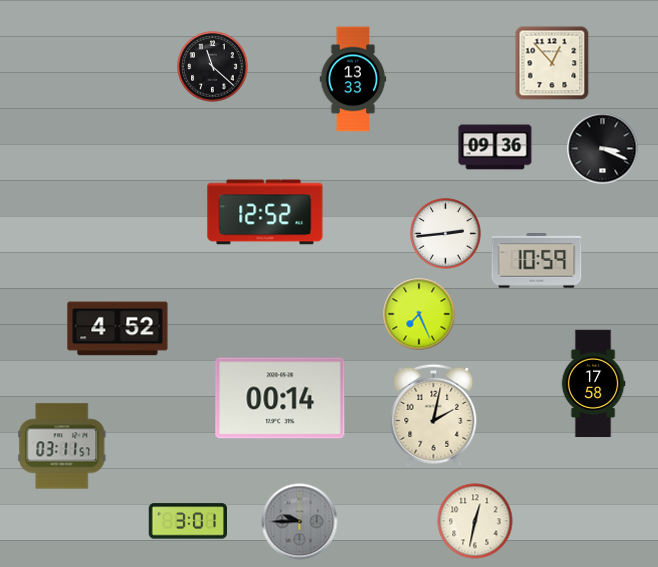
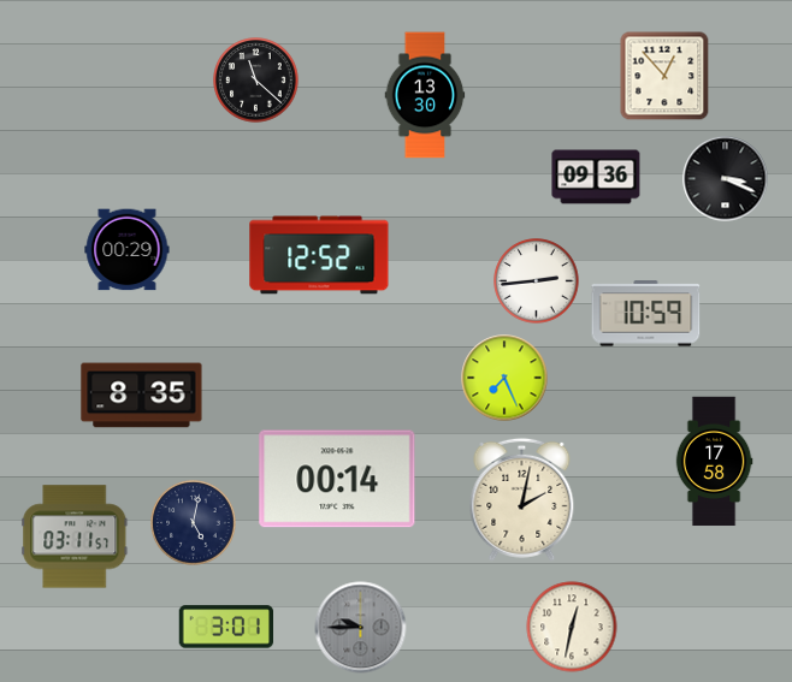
clock at (353, 79): 13:33 -> 13:30
clock at (128, 250): none -> 00:29
clock at (118, 329): 4:52 -> 8:35
clock at (194, 523): none -> 5:02
